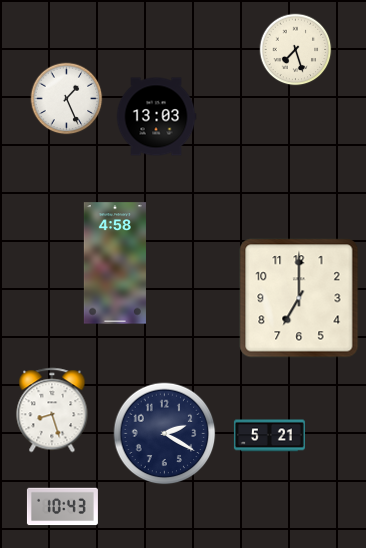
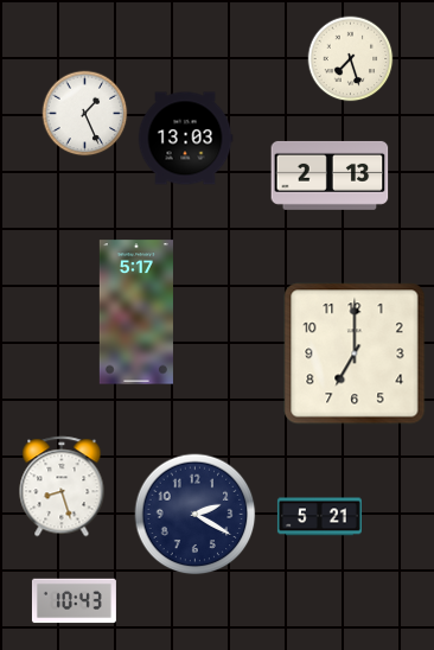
clock at (67, 99) position: (67, 99) -> (85, 114)
clock at (330, 176): none -> 2:13
clock at (115, 263): 4:58 -> 5:17
